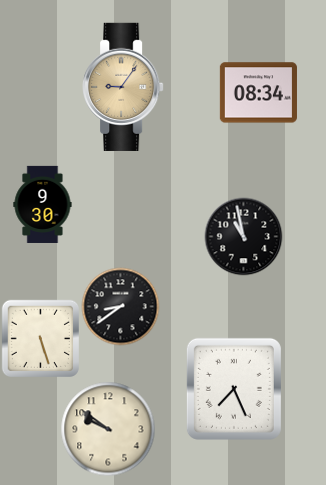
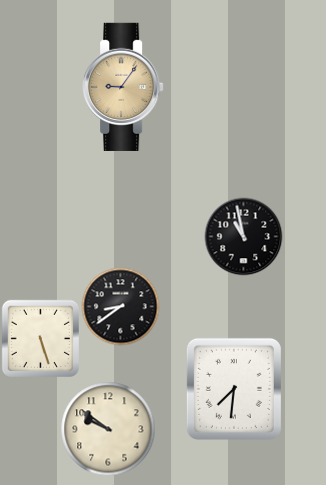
clock at (258, 93): 08:34 -> none
clock at (43, 204): 9:30 -> none
clock at (234, 389): 7:26 -> 7:31
